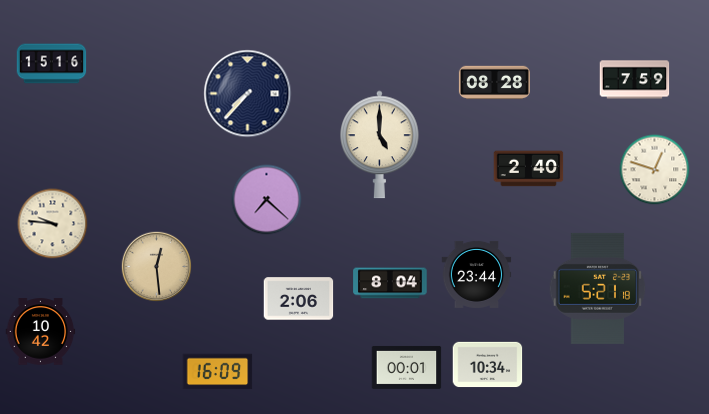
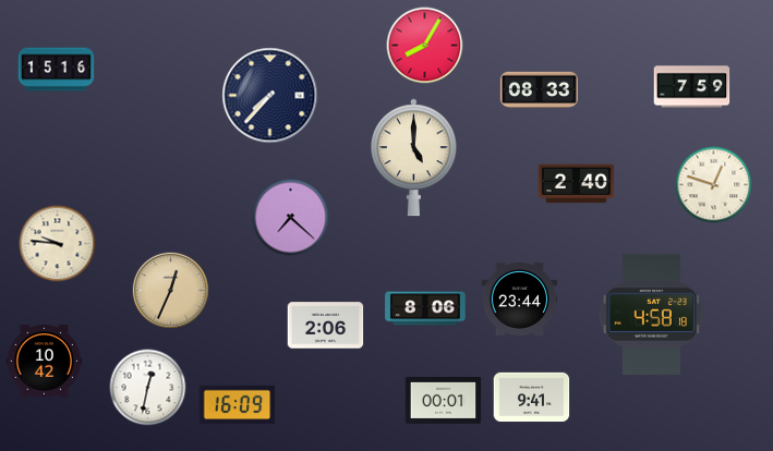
clock at (425, 46): none -> 8:05
clock at (494, 83): 08:28 -> 08:33
clock at (248, 94) position: (248, 94) -> (270, 96)
clock at (157, 267): 12:29 -> 12:34
clock at (390, 283): 8:04 -> 8:06
clock at (598, 288): 5:21 -> 4:58
clock at (148, 388): none -> 12:32
clock at (488, 365): 10:34 -> 9:41
